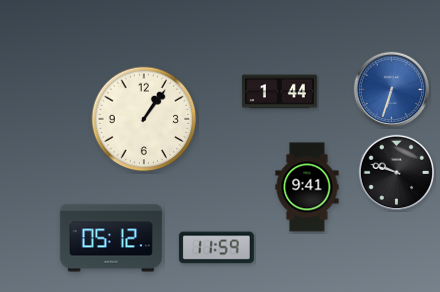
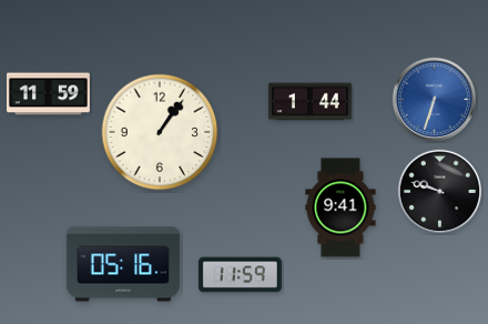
clock at (48, 94): none -> 11:59
clock at (111, 238): 05:12 -> 05:16
